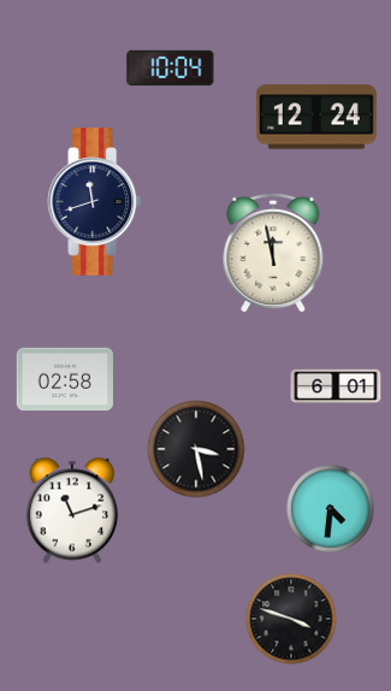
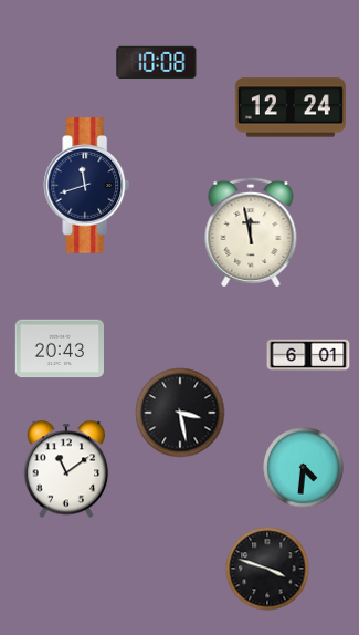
clock at (171, 69): 10:04 -> 10:08
clock at (64, 379): 02:58 -> 20:43
clock at (72, 510): 11:12 -> 11:09
